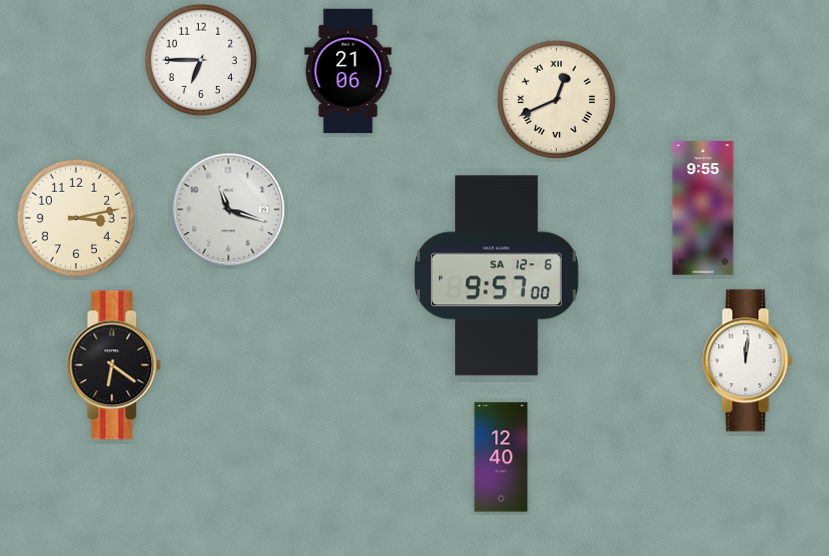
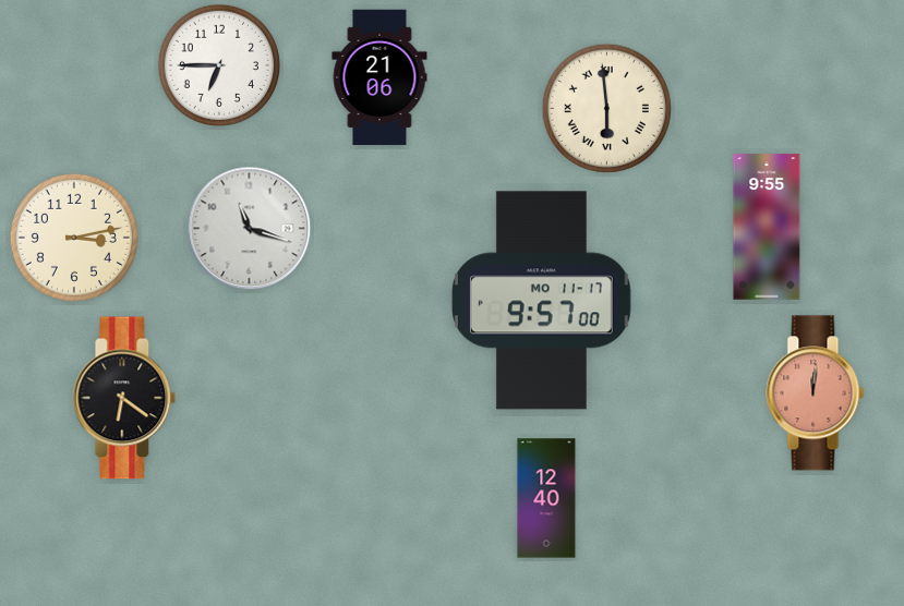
clock at (556, 99): 12:41 -> 5:59
clock at (76, 218) position: (76, 218) -> (74, 238)
clock at (496, 276) date: SA 12-6 -> MO 11-17
clock at (748, 361) dial: white -> salmon
